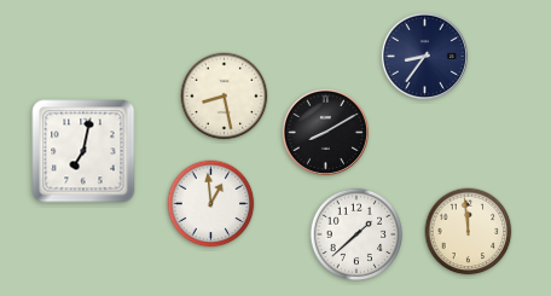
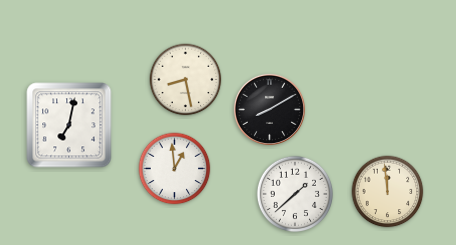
clock at (424, 56): 8:36 -> none
